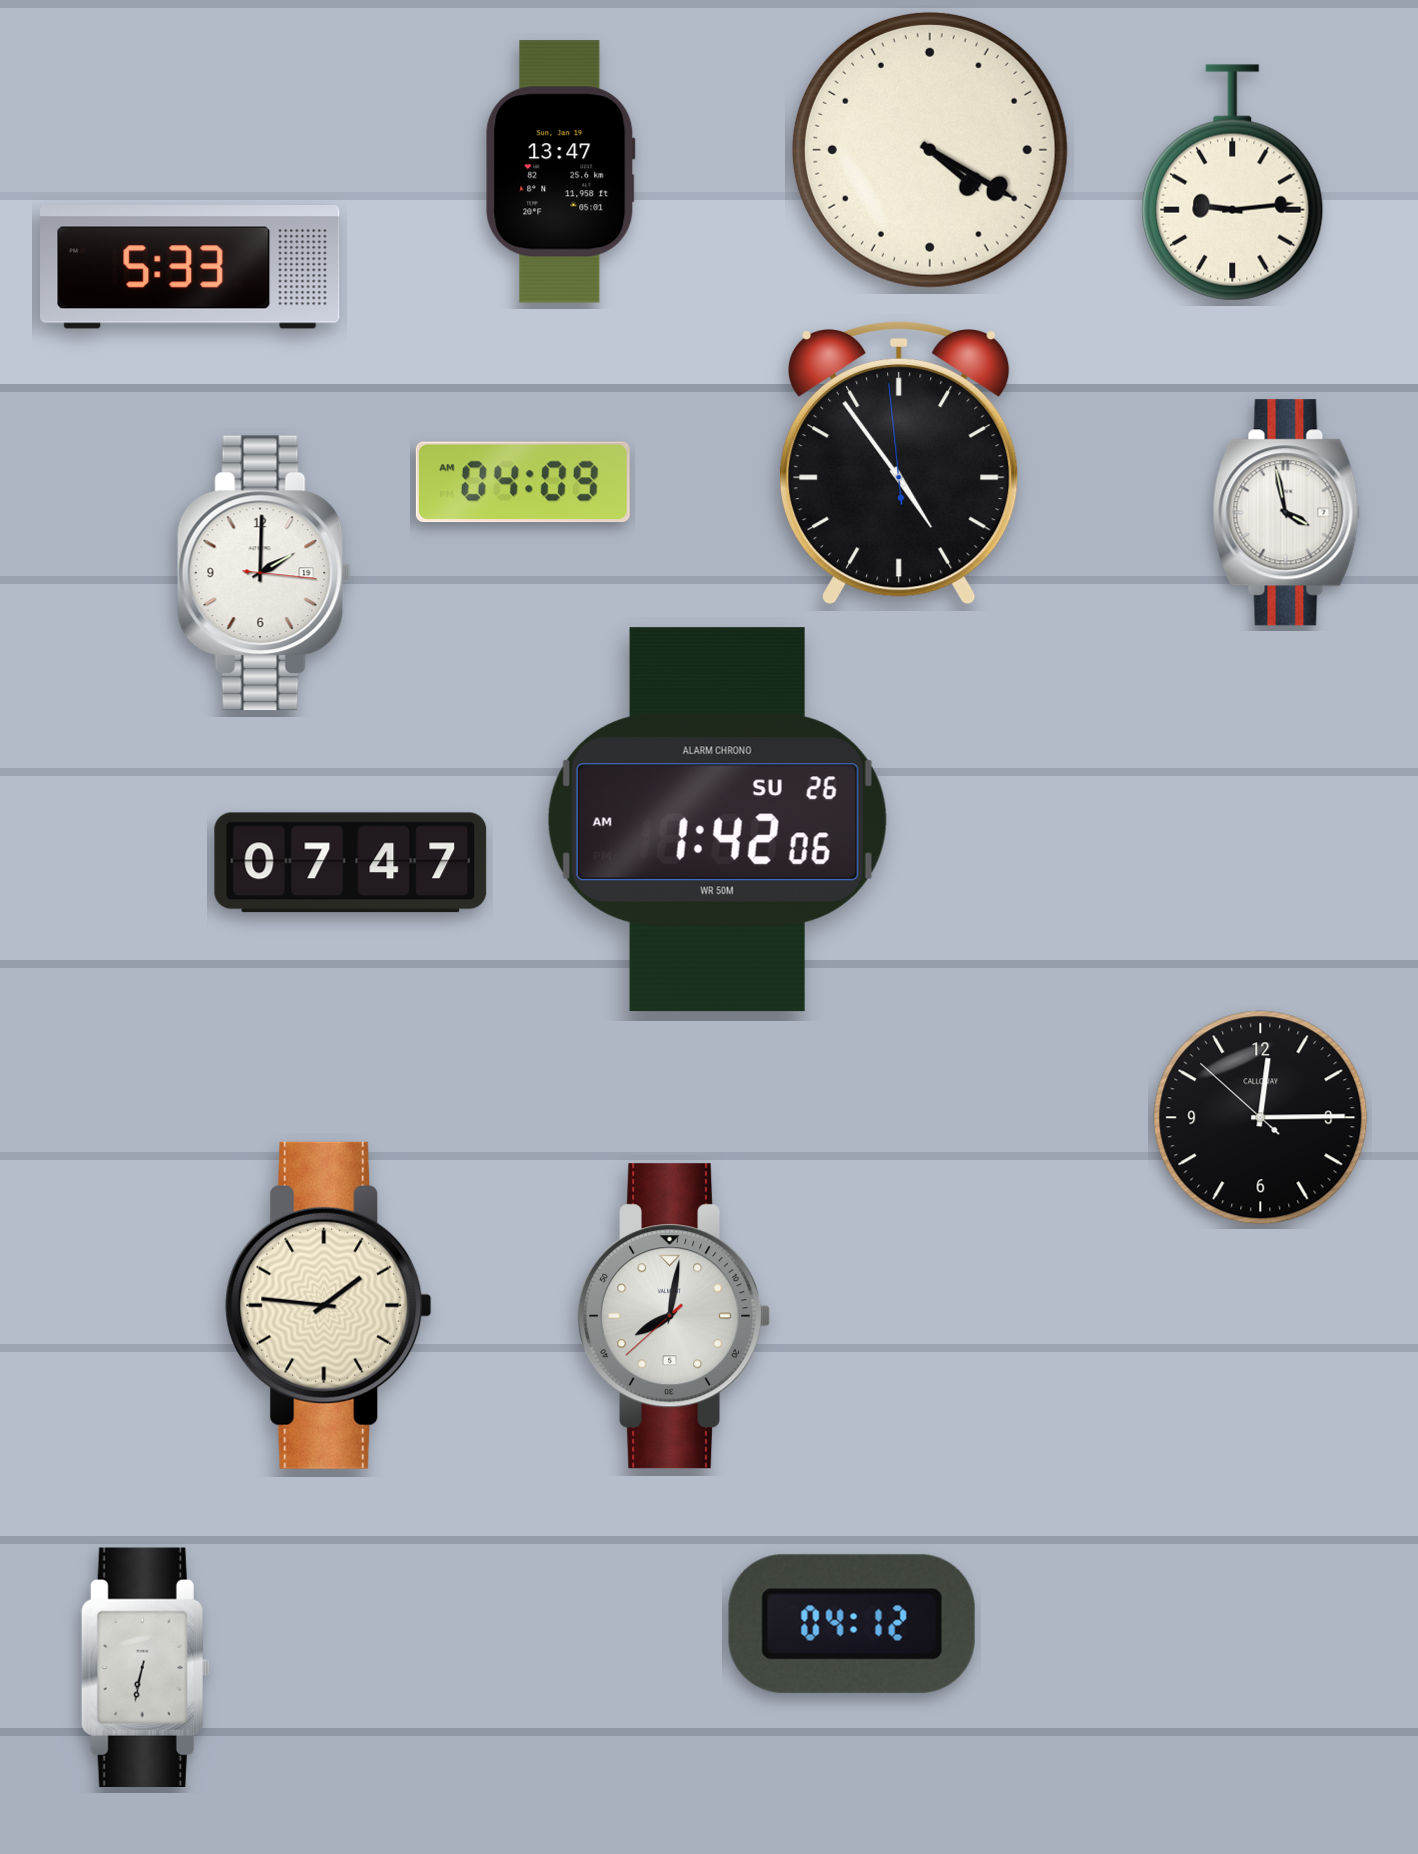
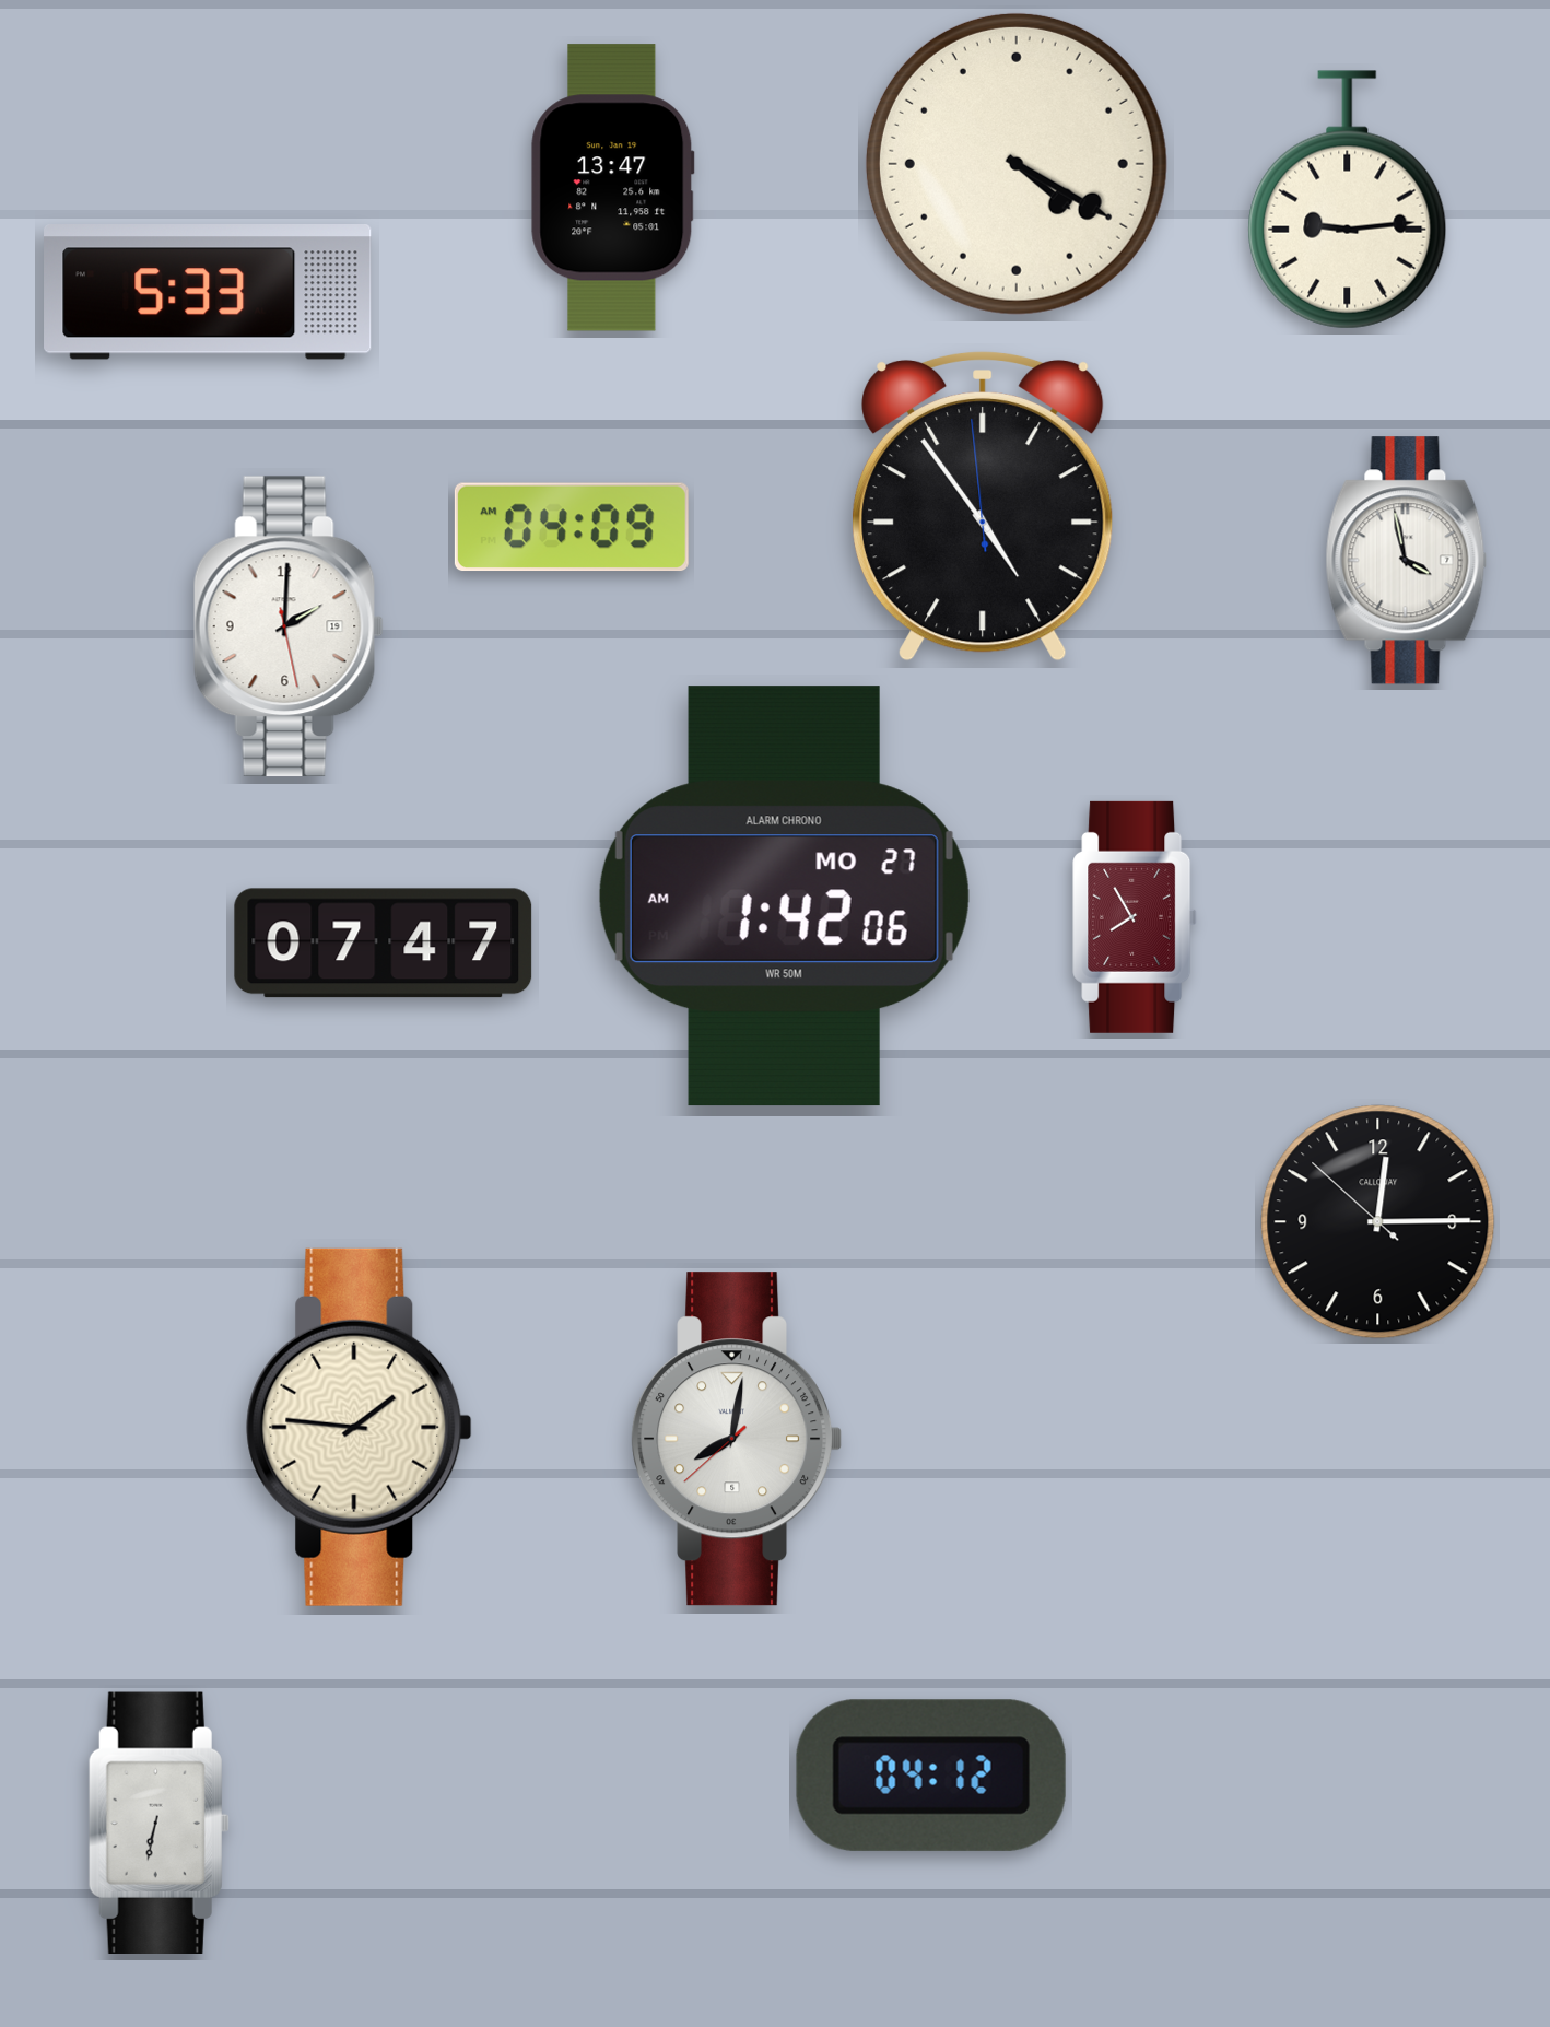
clock at (264, 573): 2:00:16 -> 2:00:28
clock at (717, 820) date: SU 26 -> MO 27
clock at (1136, 917): none -> 7:55
